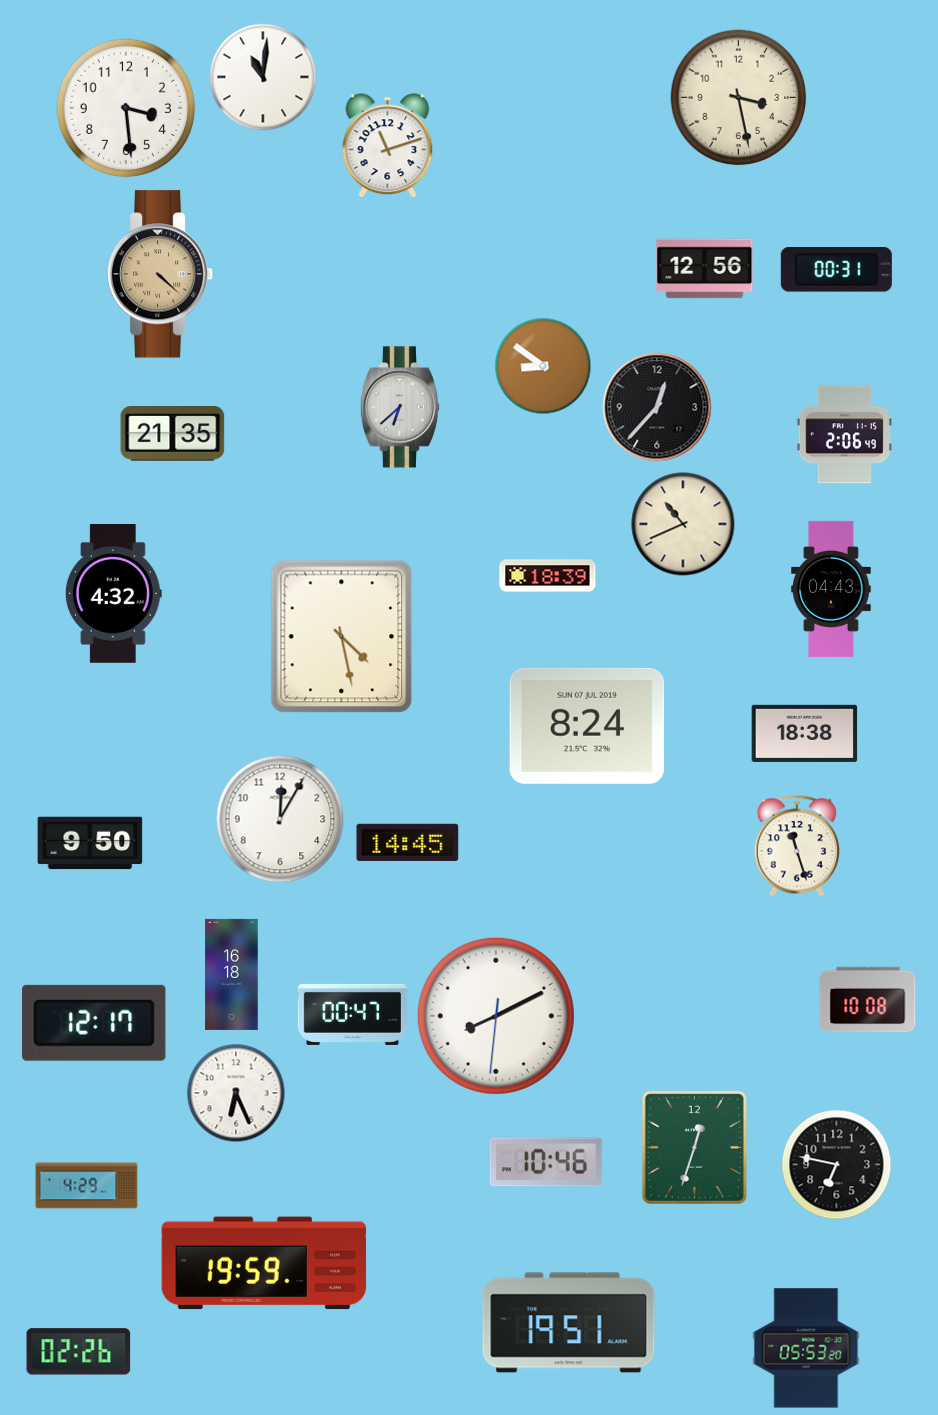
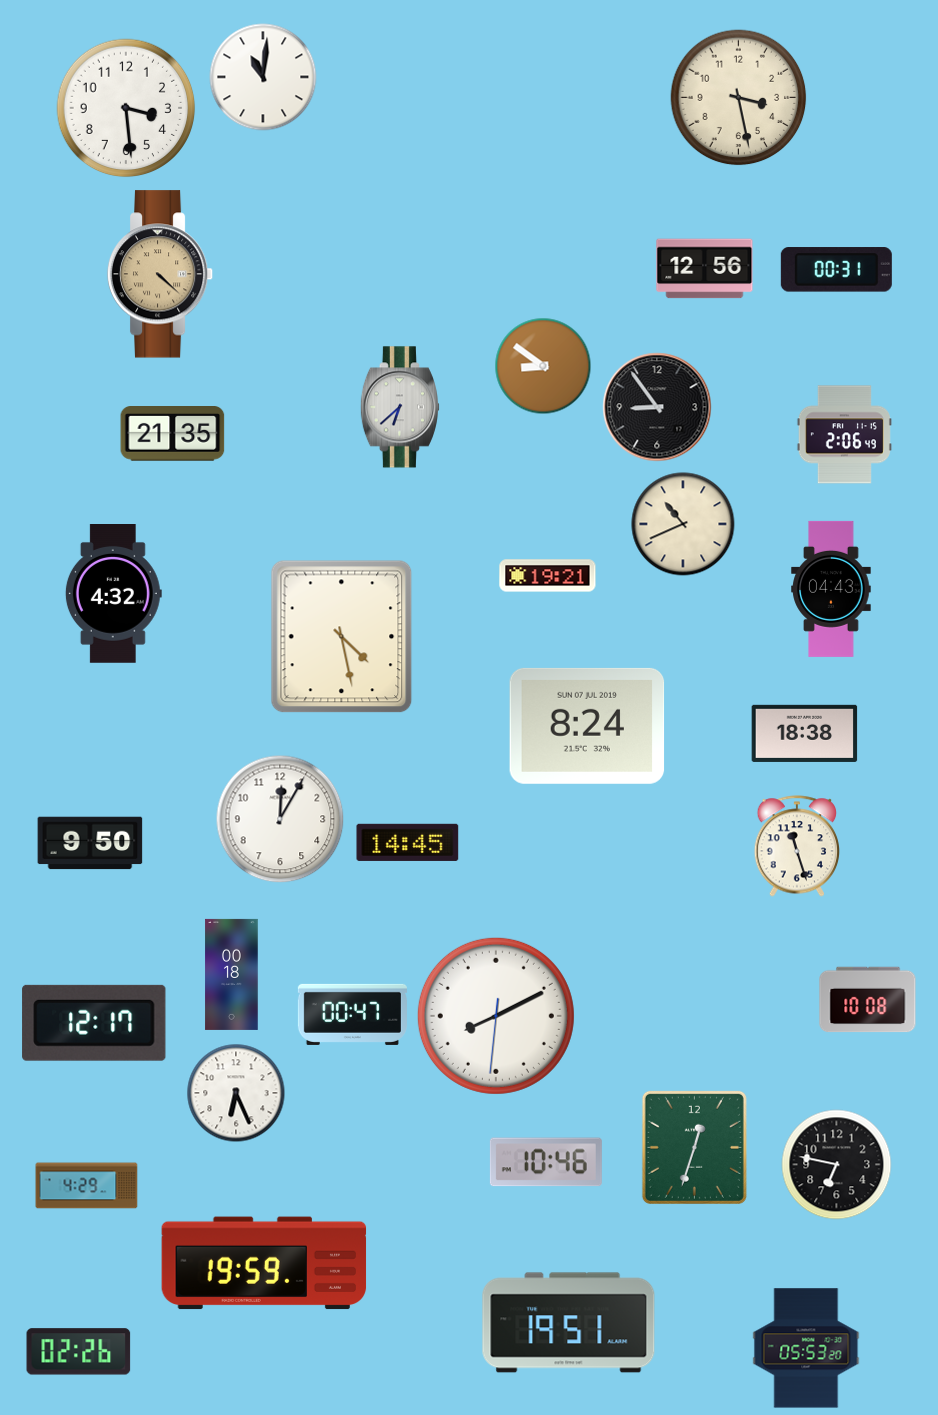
clock at (388, 146): 11:12 -> none
clock at (657, 407): 12:37 -> 8:54
clock at (548, 576): 18:39 -> 19:21
clock at (232, 974): 16:18 -> 00:18
